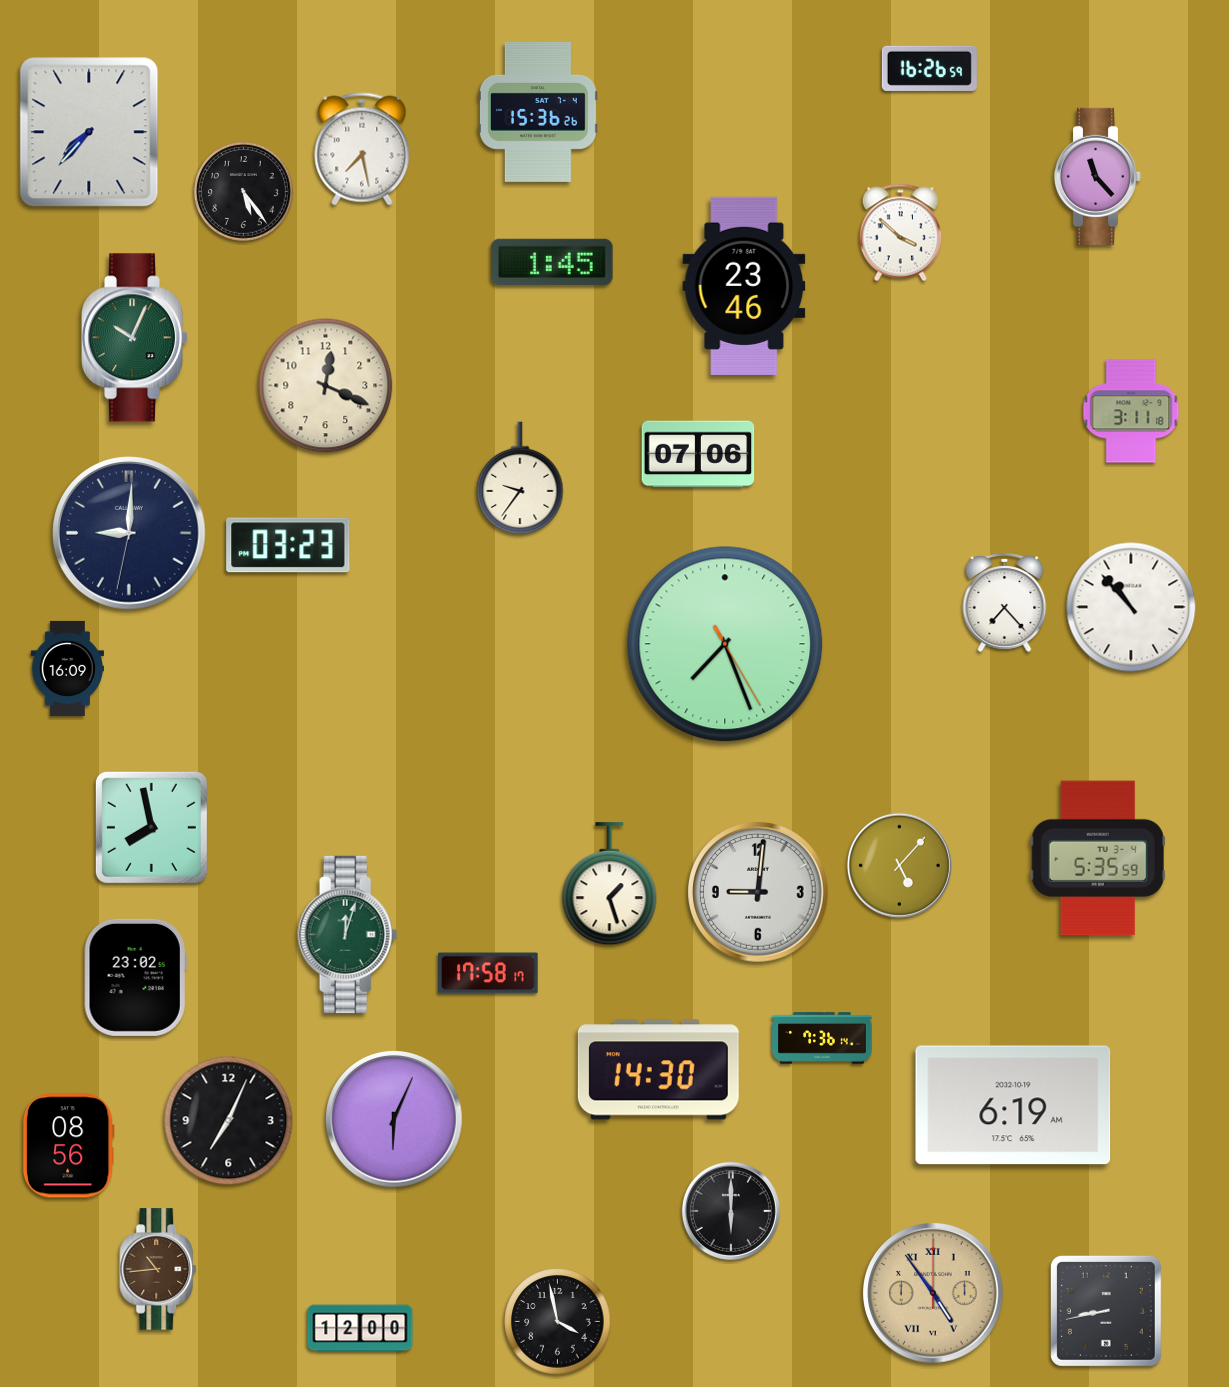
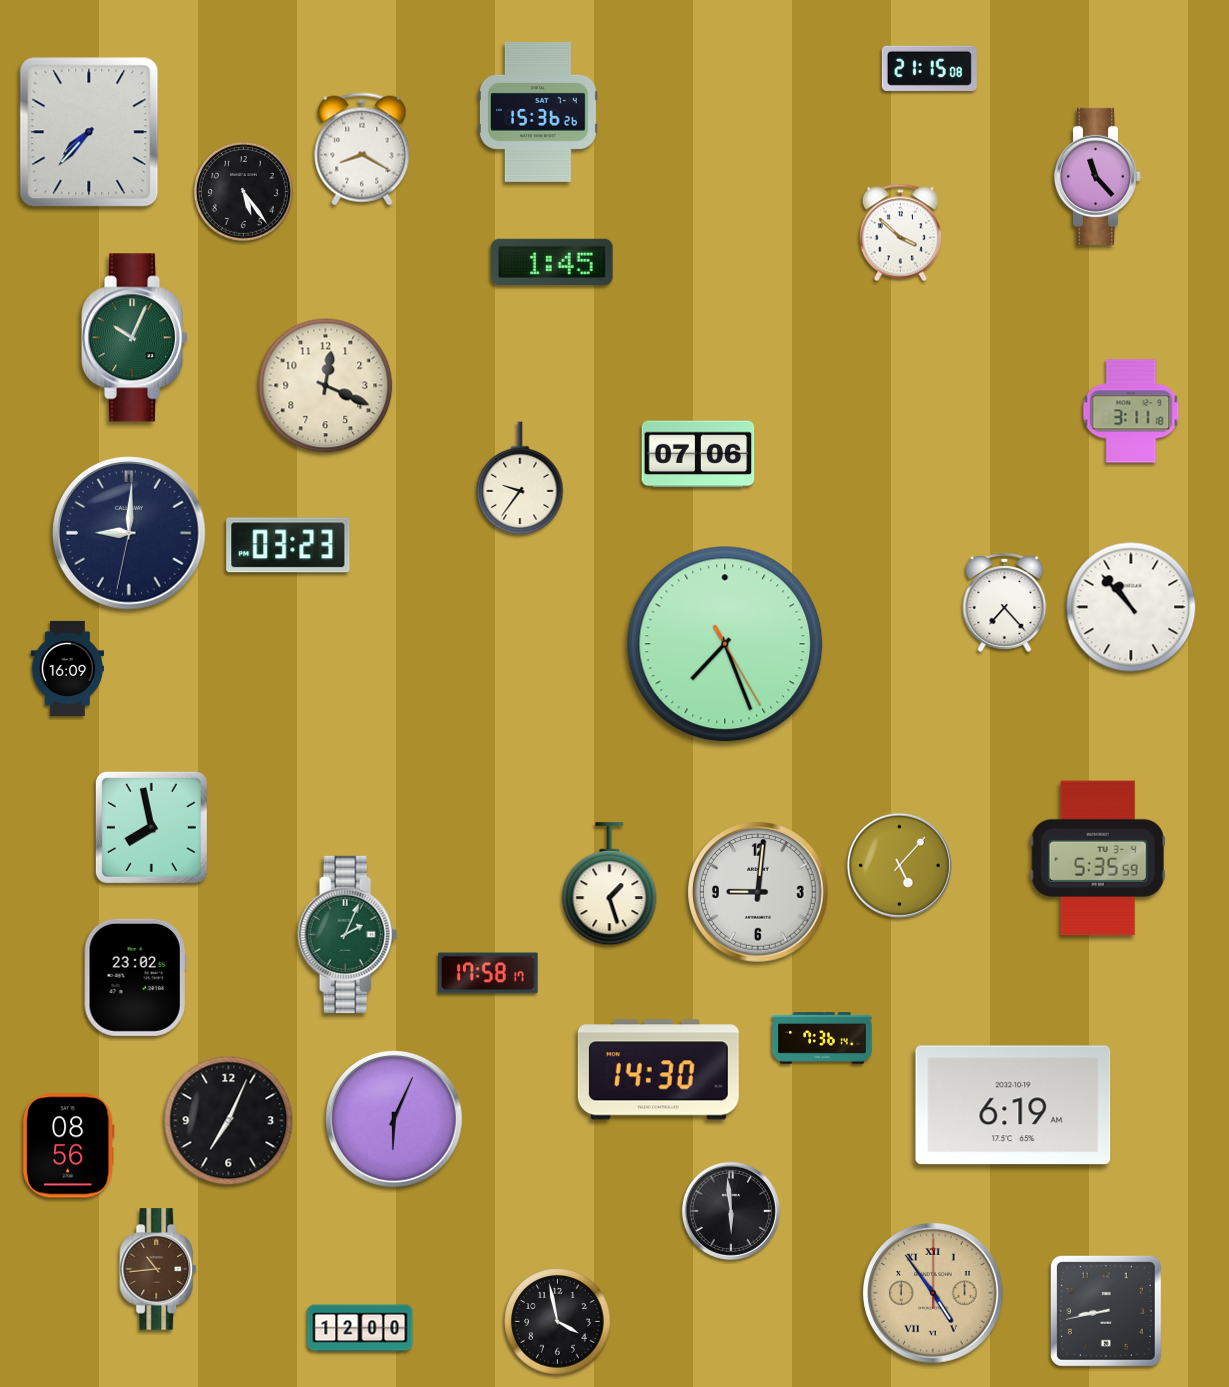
clock at (929, 68): 16:26 -> 21:15
clock at (362, 149): 7:28 -> 8:20
clock at (744, 286): 23:46 -> none
clock at (348, 934): 12:03 -> 2:04
clock at (731, 1211): 6:00 -> 5:59
